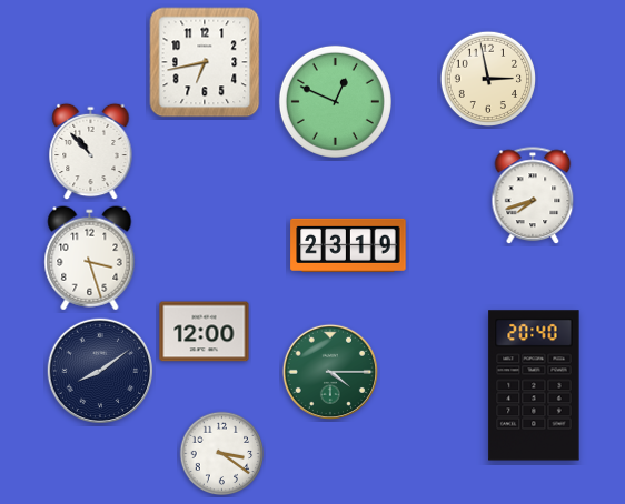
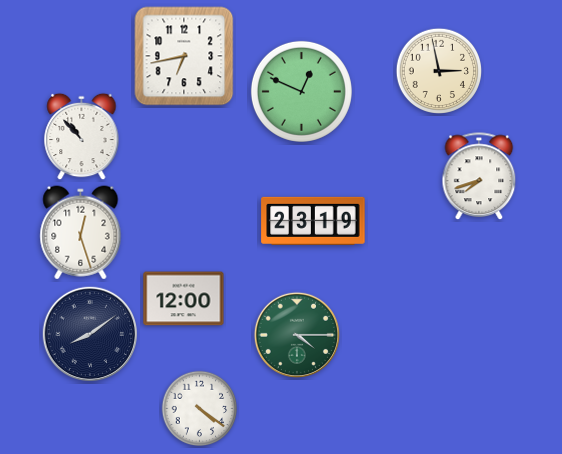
clock at (90, 259): 3:27 -> 12:27
clock at (534, 385): 20:40 -> none
clock at (222, 454): 3:21 -> 4:21
